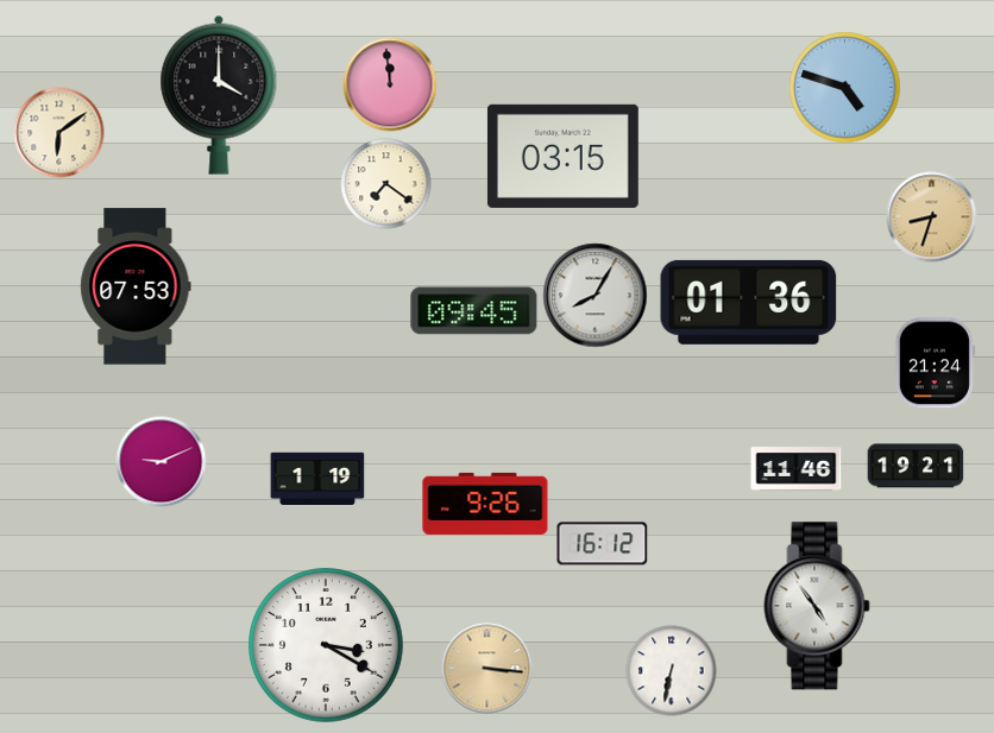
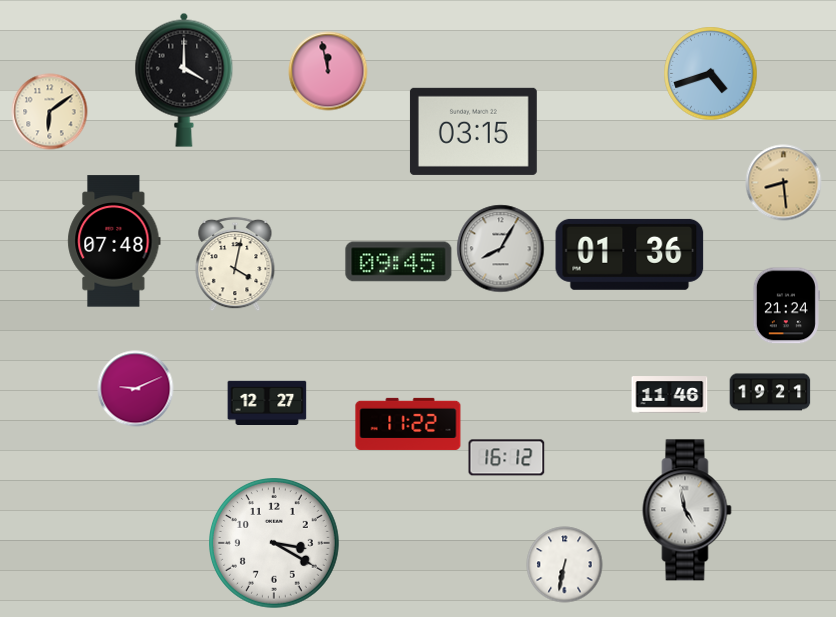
clock at (390, 84): 11:59 -> 11:58
clock at (845, 88): 4:48 -> 4:42
clock at (386, 184): 7:21 -> none
clock at (932, 217): 8:33 -> 8:29
clock at (136, 286): 07:53 -> 07:48
clock at (235, 264): none -> 4:02
clock at (317, 478): 1:19 -> 12:27
clock at (485, 504): 9:26 -> 11:22
clock at (817, 606): 4:54 -> 4:58
clock at (487, 669): 3:16 -> none
